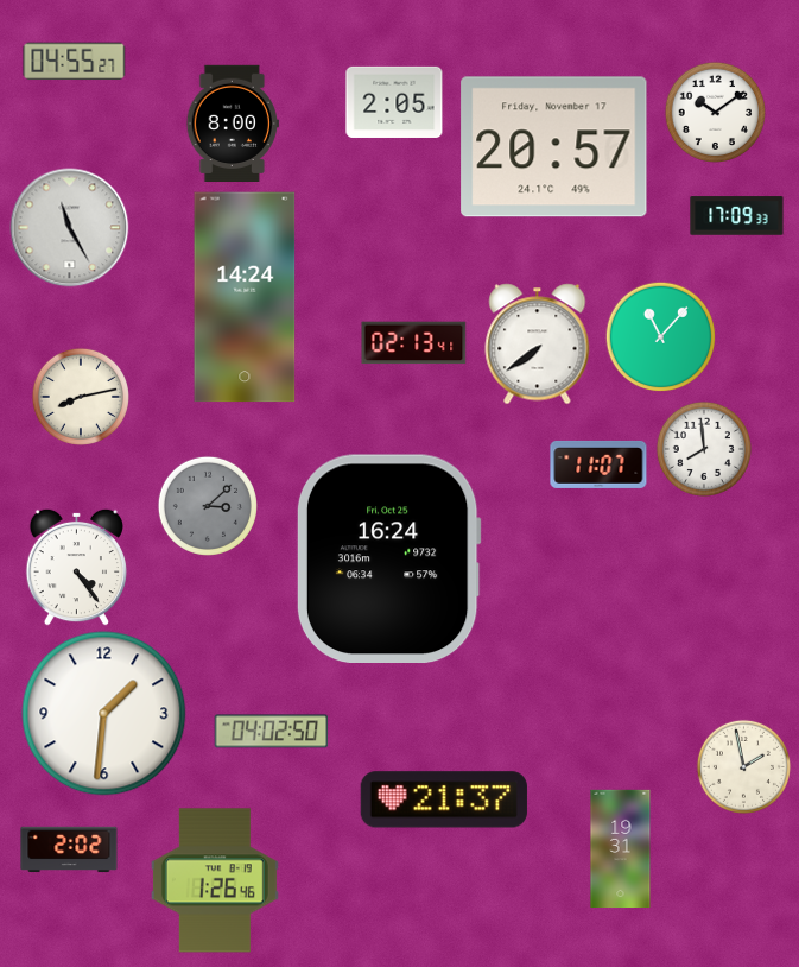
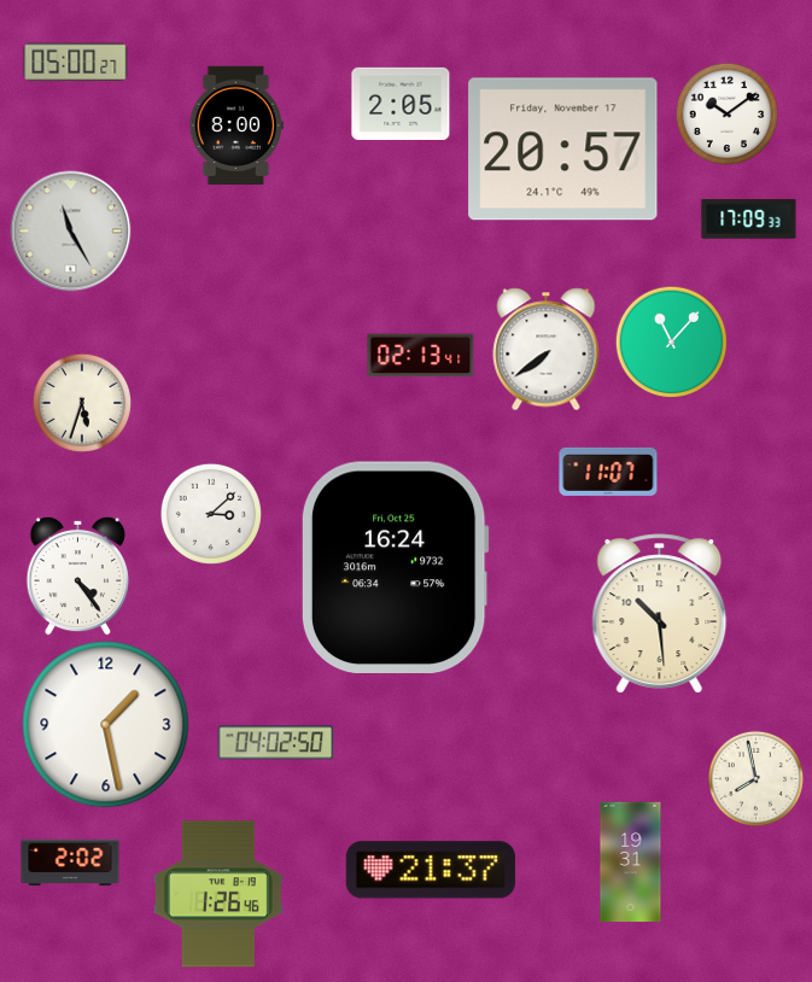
clock at (75, 62): 04:55 -> 05:00
clock at (245, 297): 14:24 -> none
clock at (414, 343) position: (414, 343) -> (421, 356)
clock at (81, 397): 8:13 -> 5:33
clock at (704, 449): 7:59 -> none
clock at (207, 505) dial: grey -> white
clock at (660, 614): none -> 10:29
clock at (104, 714): 1:31 -> 1:28
clock at (743, 766): 1:58 -> 7:58
clock at (444, 799) position: (444, 799) -> (431, 870)
